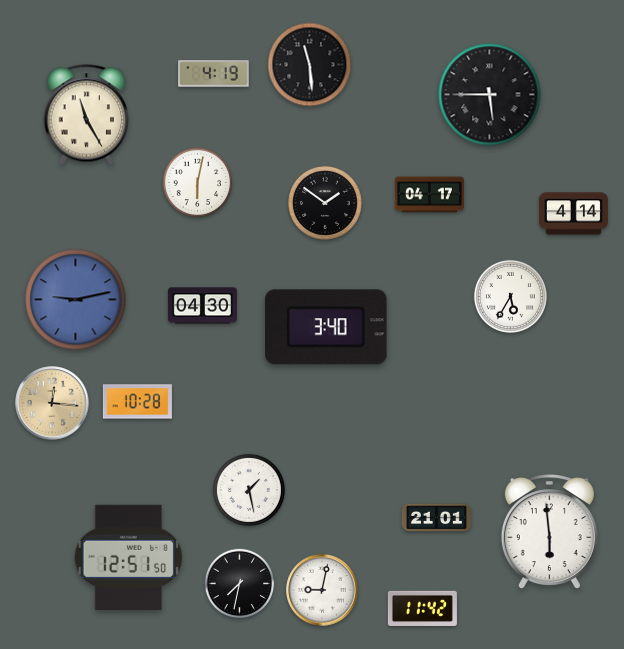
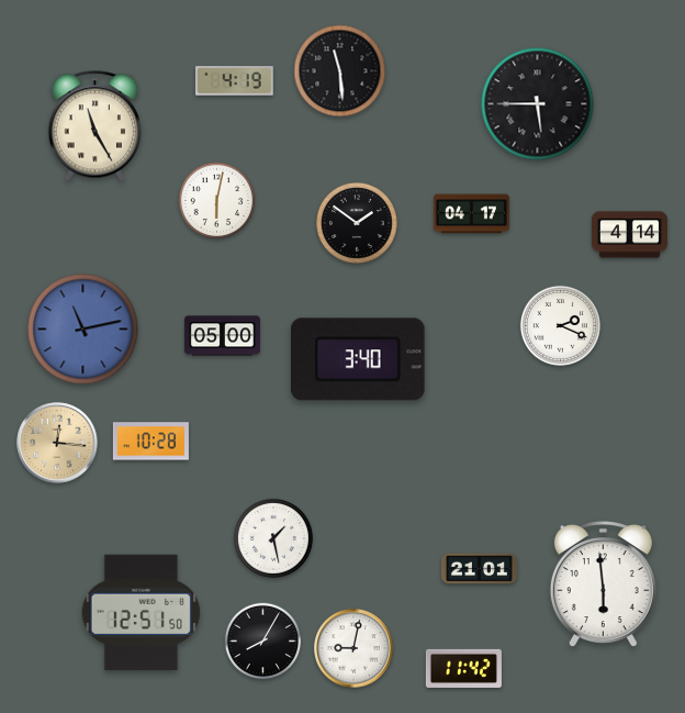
clock at (510, 296): 5:35 -> 2:19
clock at (76, 300): 9:13 -> 11:13
clock at (202, 306): 04:30 -> 05:00
clock at (240, 584): 7:32 -> 8:05
